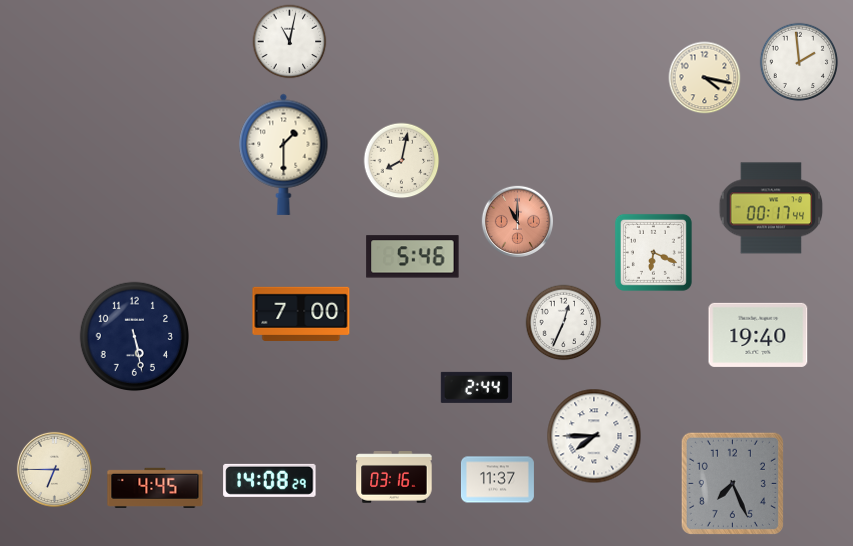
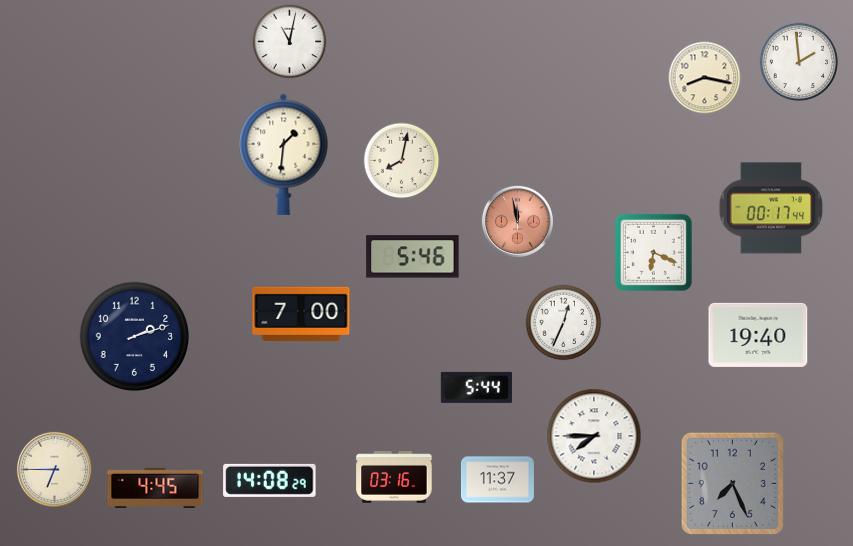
clock at (705, 78): 4:17 -> 8:17
clock at (284, 154): 1:30 -> 1:31
clock at (517, 221): 11:00 -> 11:58
clock at (135, 337): 5:28 -> 2:12
clock at (476, 387): 2:44 -> 5:44
